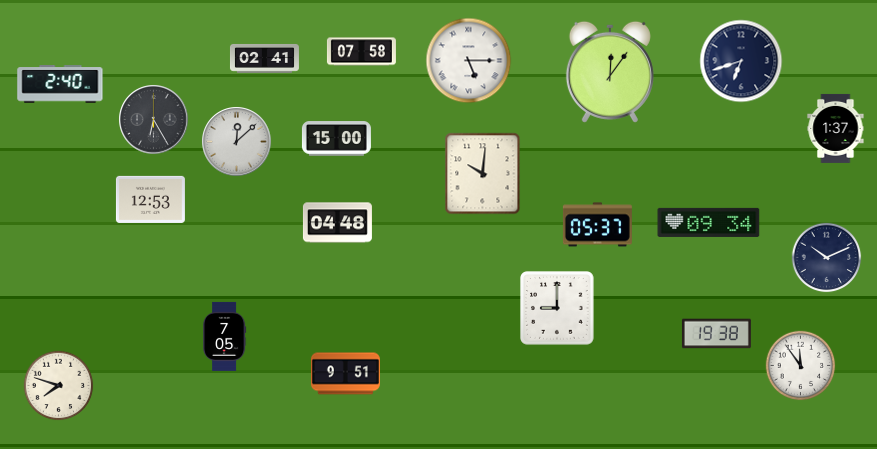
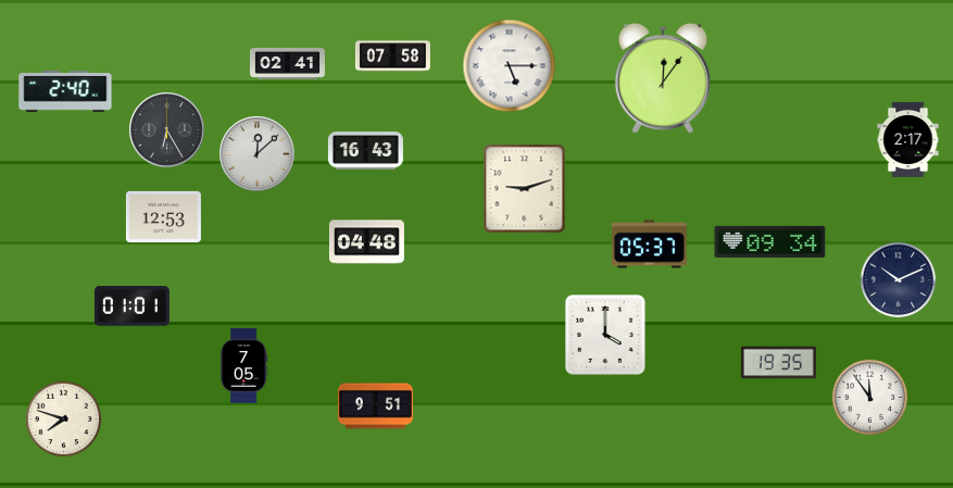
clock at (741, 61): 6:42 -> none
clock at (836, 128): 1:37 -> 2:17
clock at (336, 139): 15:00 -> 16:43
clock at (483, 174): 10:01 -> 9:12
clock at (131, 306): none -> 01:01
clock at (557, 308): 9:00 -> 4:00
clock at (716, 334): 19:38 -> 19:35
